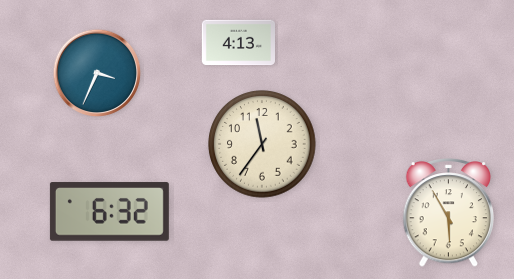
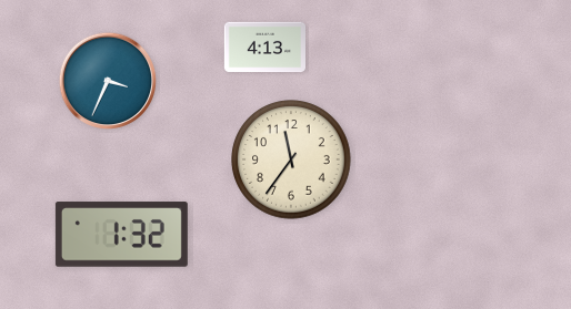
clock at (109, 212): 6:32 -> 1:32
clock at (449, 213): 5:55 -> none
